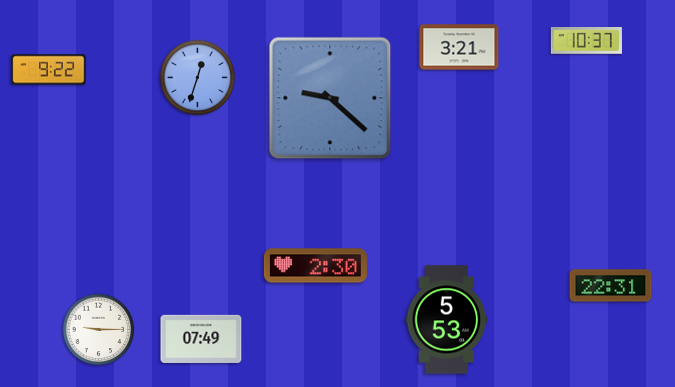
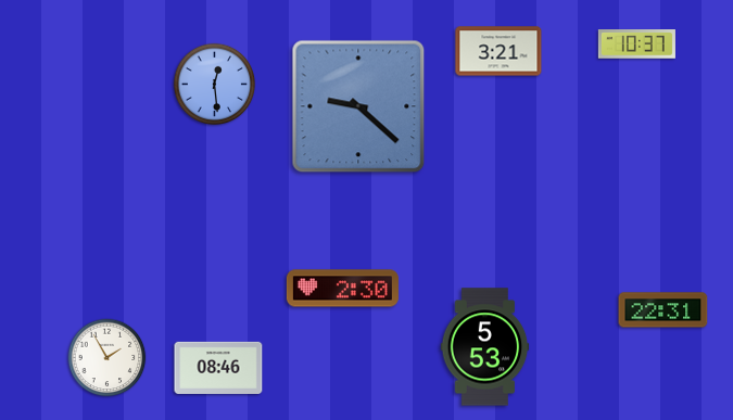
clock at (49, 70): 9:22 -> none
clock at (198, 78): 12:33 -> 12:29
clock at (99, 330): 9:15 -> 1:55
clock at (201, 339): 07:49 -> 08:46
